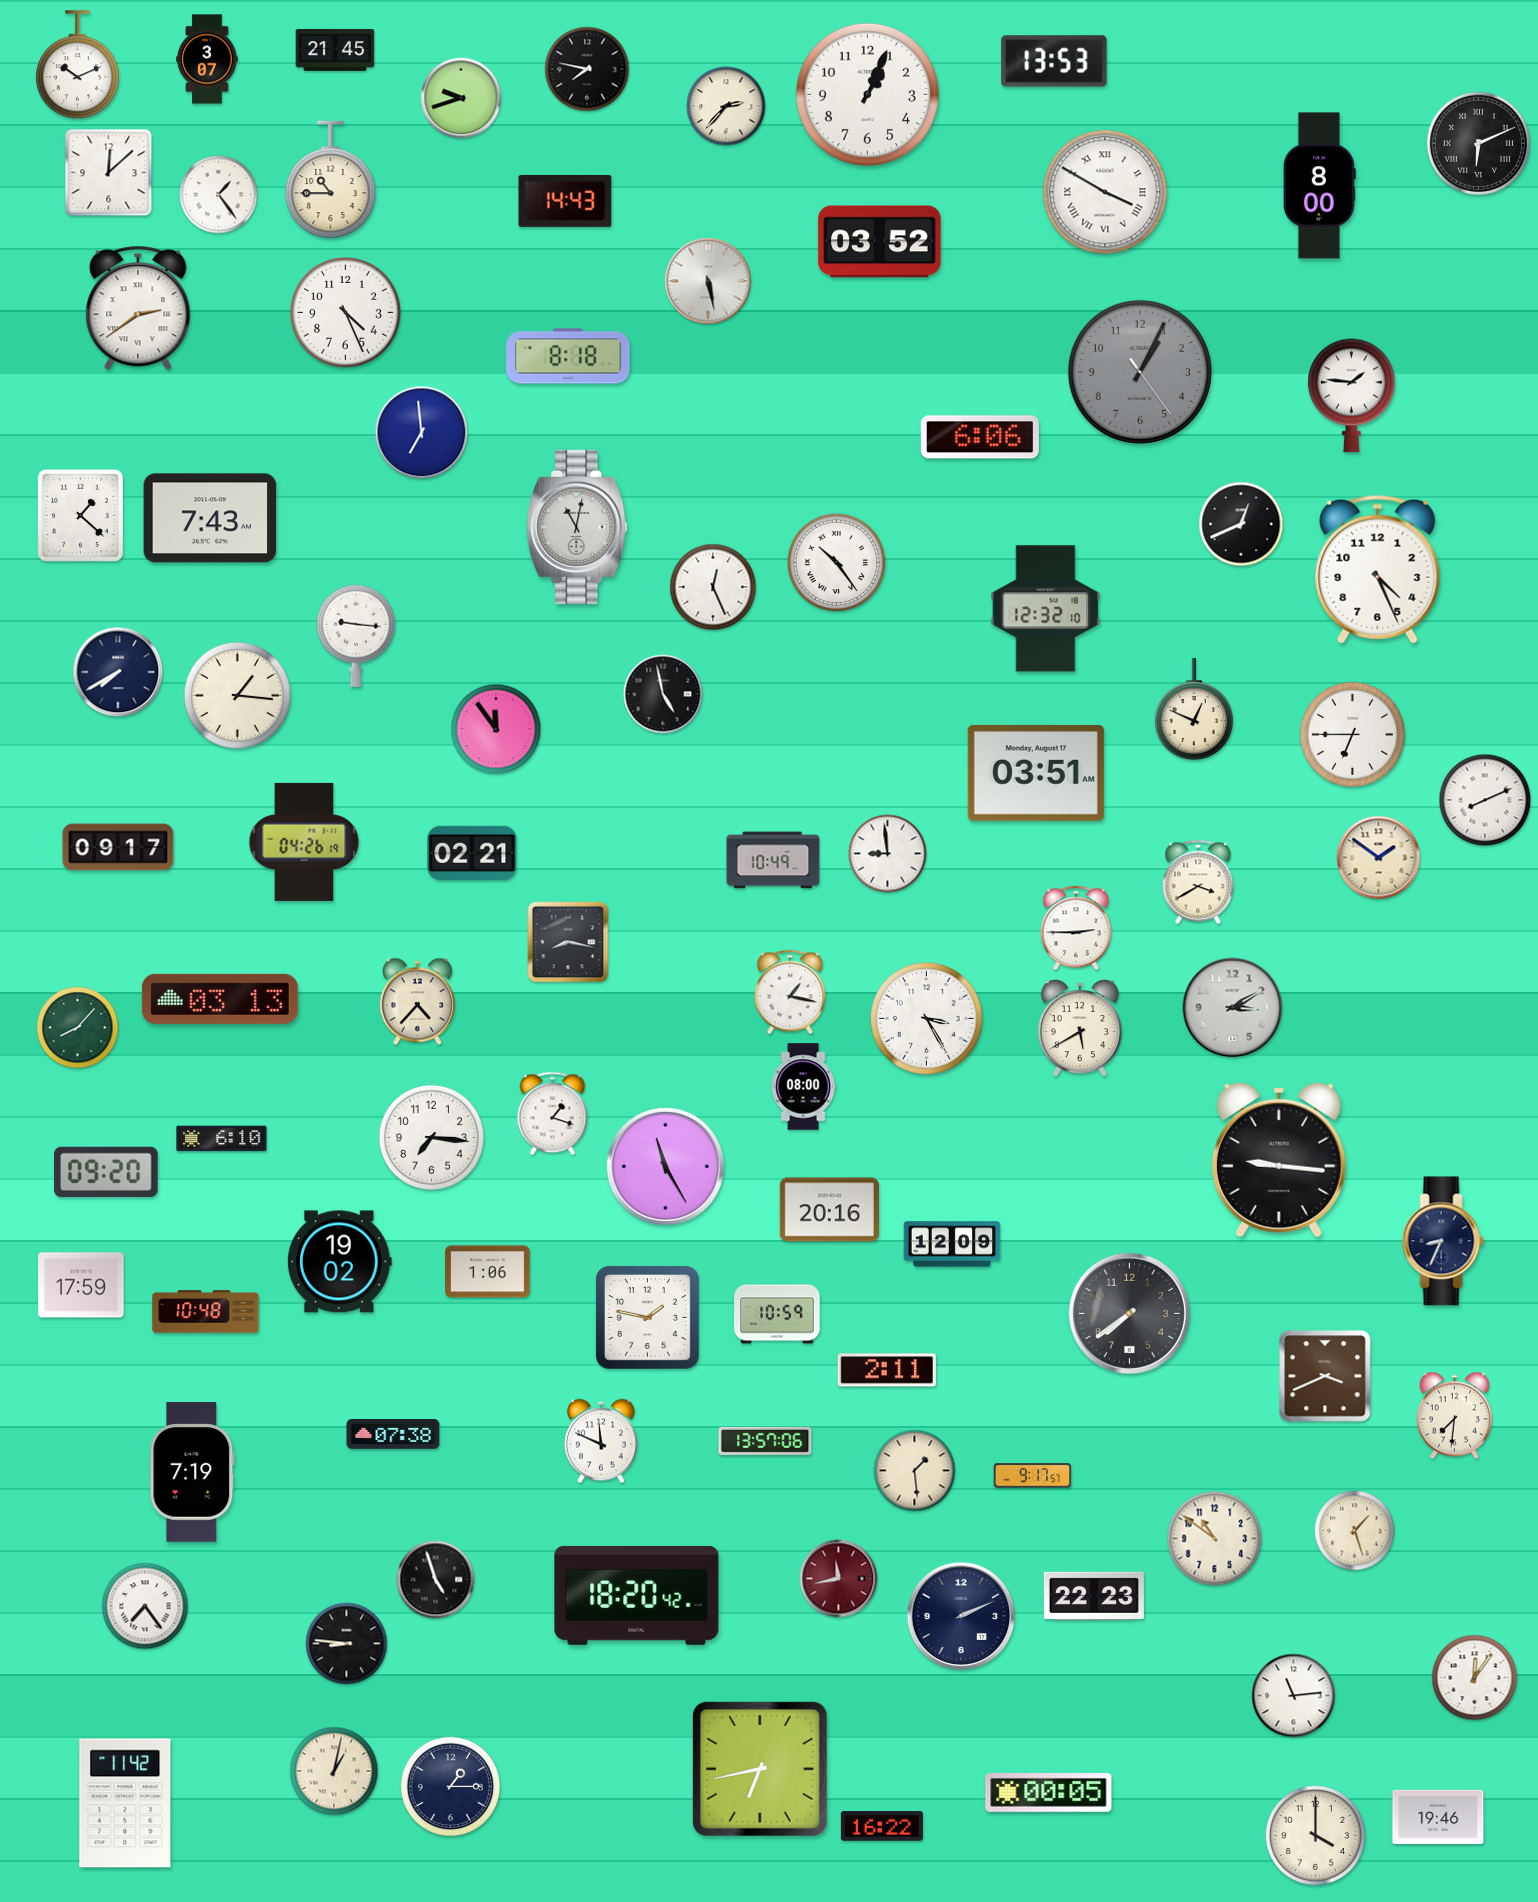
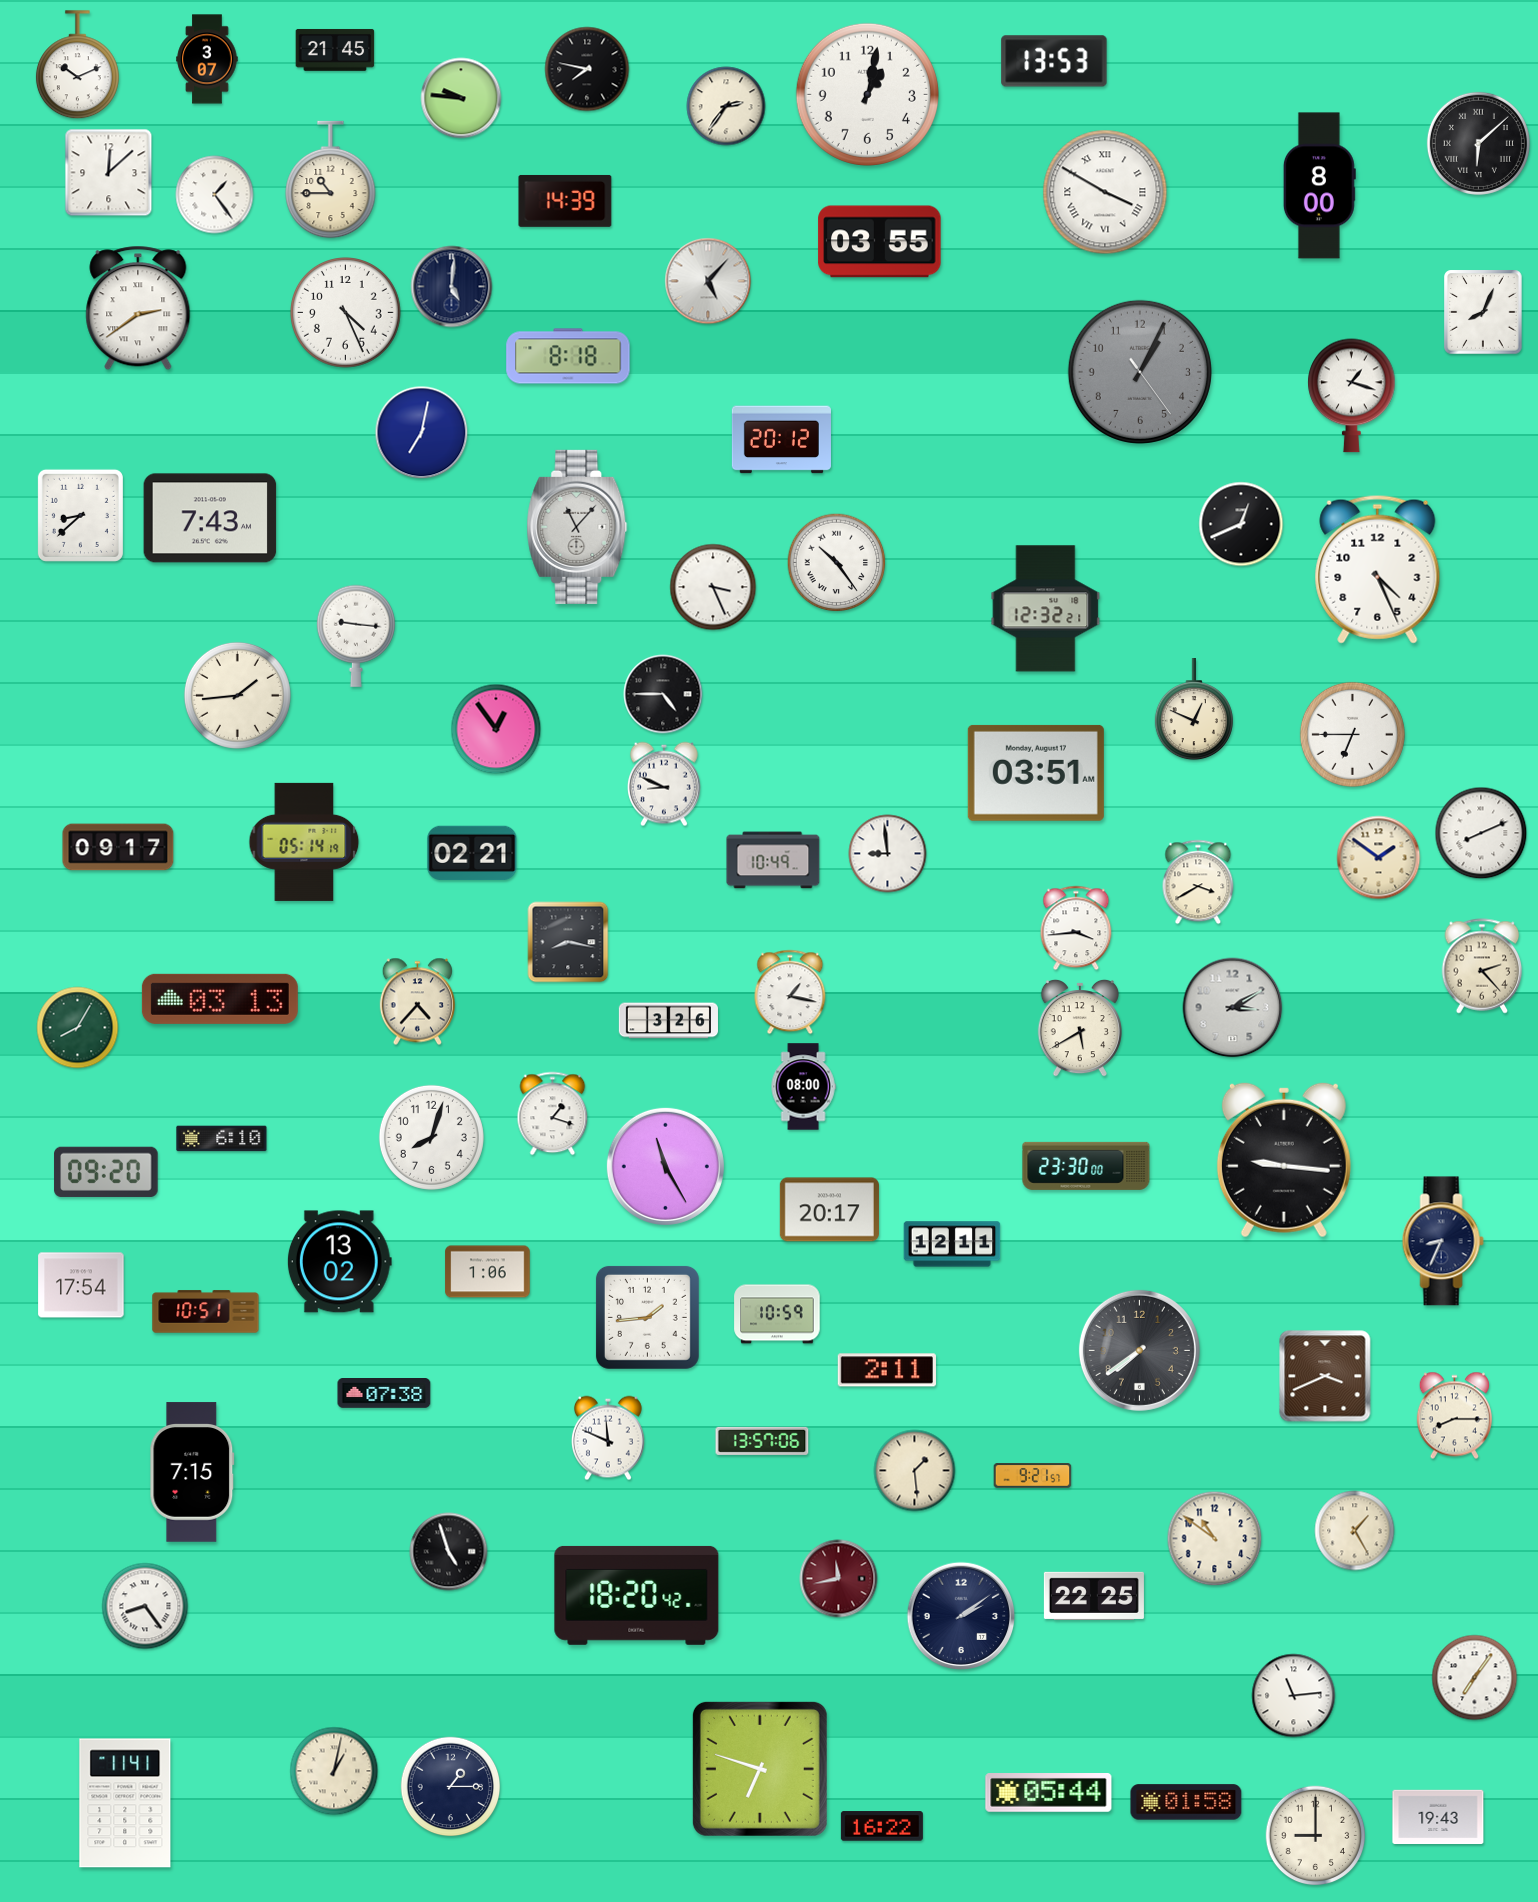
clock at (867, 94): 1:04 -> 1:02
clock at (461, 98): 9:42 -> 9:46
clock at (726, 106): 2:37 -> 2:36
clock at (1478, 143): 6:11 -> 6:08
clock at (219, 195) position: (219, 195) -> (215, 195)
clock at (565, 201): 14:43 -> 14:39
clock at (880, 242): 03:52 -> 03:55
clock at (708, 281): 5:28 -> 5:07
clock at (452, 287): none -> 5:01
clock at (1483, 312): none -> 8:04
clock at (1352, 396): 1:46 -> 1:18
clock at (422, 433): 6:59 -> 7:02
clock at (980, 437): 6:06 -> none
clock at (781, 440): none -> 20:12
clock at (80, 515): 1:22 -> 8:38
clock at (577, 527): 11:02 -> 11:07
clock at (713, 587): 12:26 -> 3:26
clock at (1046, 609): 12:32:10 -> 12:32:21
clock at (118, 672): 7:40 -> none
clock at (663, 694): 4:58 -> 4:45
clock at (237, 695): 1:16 -> 1:44
clock at (496, 729): 11:54 -> 12:54
clock at (665, 784): none -> 8:49
clock at (1485, 800) position: (1485, 800) -> (1481, 833)
clock at (304, 842): 04:26 -> 05:14
clock at (1076, 928): 2:45 -> 3:44
clock at (1482, 966): none -> 2:23
clock at (927, 1019): 3:25 -> none
clock at (668, 1021): none -> 3:26
clock at (78, 1028): 8:07 -> 8:05
clock at (431, 1137): 7:16 -> 8:03
clock at (1279, 1160) position: (1279, 1160) -> (1284, 1160)
clock at (1086, 1166): none -> 23:30
clock at (829, 1210): 20:16 -> 20:17
clock at (952, 1244): 12:09 -> 12:11
clock at (339, 1262): 19:02 -> 13:02
clock at (81, 1285): 17:59 -> 17:54
clock at (206, 1312): 10:48 -> 10:51
clock at (1129, 1313) position: (1129, 1313) -> (1139, 1350)
clock at (647, 1317): 1:47 -> 1:44
clock at (1454, 1416): 7:31 -> 8:15
clock at (393, 1434) position: (393, 1434) -> (384, 1393)
clock at (602, 1441) position: (602, 1441) -> (609, 1438)
clock at (765, 1441) position: (765, 1441) -> (762, 1441)
clock at (192, 1472): 7:19 -> 7:15
clock at (1033, 1476): 9:17 -> 9:21
clock at (1355, 1531): 1:27 -> 1:25
clock at (436, 1580) position: (436, 1580) -> (449, 1552)
clock at (1094, 1596): 22:23 -> 22:25
clock at (145, 1606): 7:24 -> 8:24
clock at (961, 1616): 2:11 -> 2:09
clock at (347, 1644): 8:46 -> none
clock at (1475, 1678): 12:06 -> 7:06
clock at (760, 1769): 6:43 -> 6:48
clock at (1049, 1793): 00:05 -> 05:44
clock at (1186, 1802): none -> 01:58
clock at (125, 1803): 11:42 -> 11:41
clock at (1438, 1817): 19:46 -> 19:43
clock at (1316, 1836): 4:00 -> 9:00
